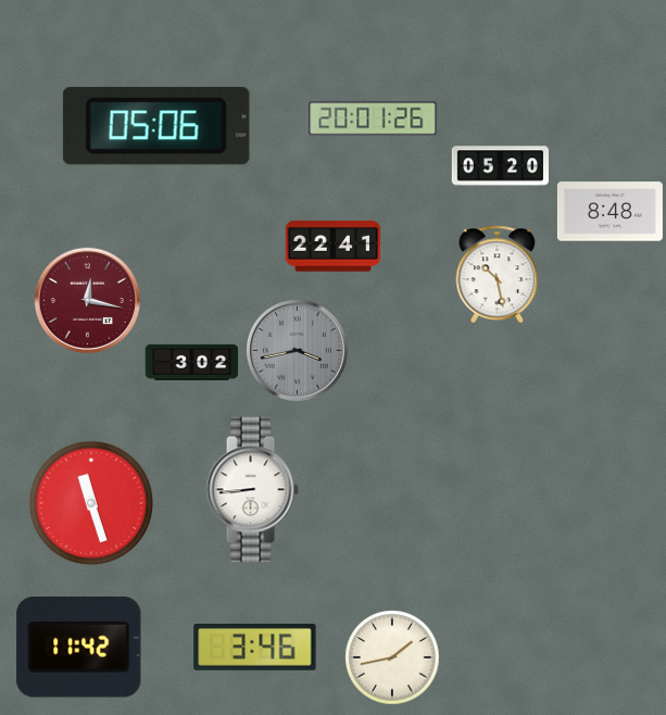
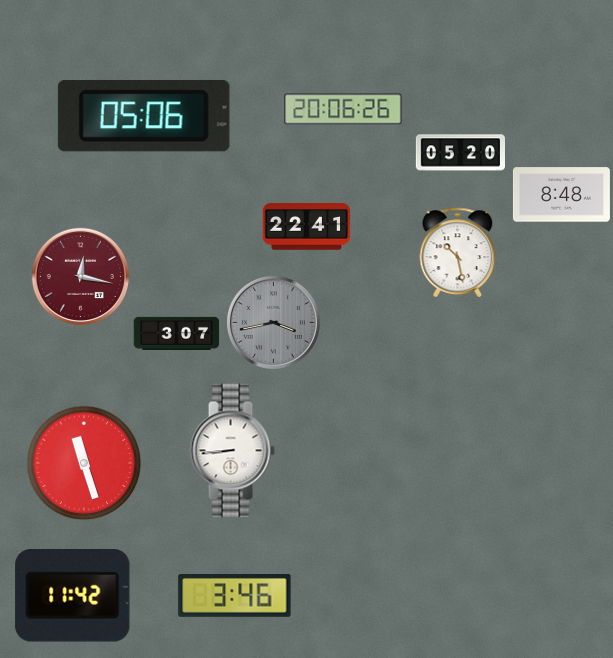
clock at (373, 118): 20:01 -> 20:06
clock at (191, 362): 3:02 -> 3:07
clock at (392, 657): 1:43 -> none
